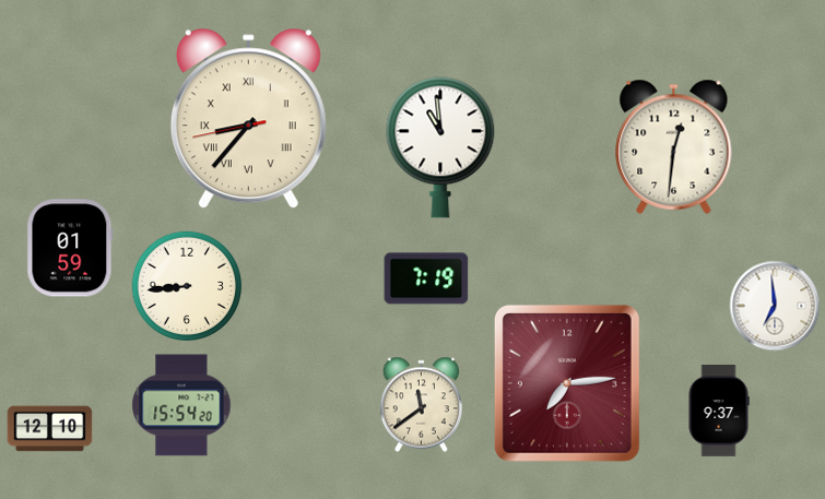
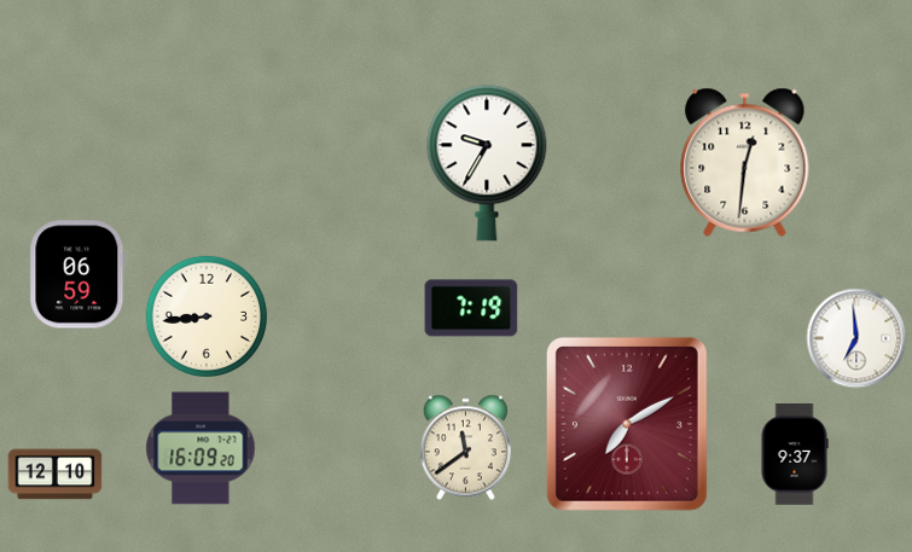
clock at (248, 119): 8:36 -> none
clock at (440, 147): 10:59 -> 9:35
clock at (70, 248): 01:59 -> 06:59
clock at (567, 383): 7:14 -> 7:10
clock at (181, 405): 15:54 -> 16:09
